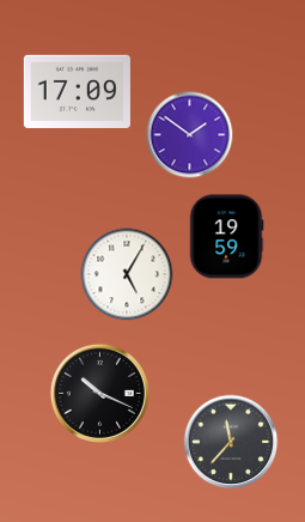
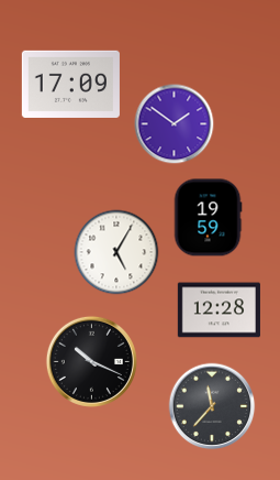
clock at (219, 310): none -> 12:28
